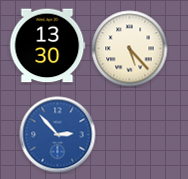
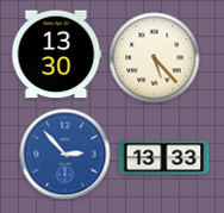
clock at (164, 158): none -> 13:33
clock at (58, 135) position: (58, 135) -> (66, 155)
